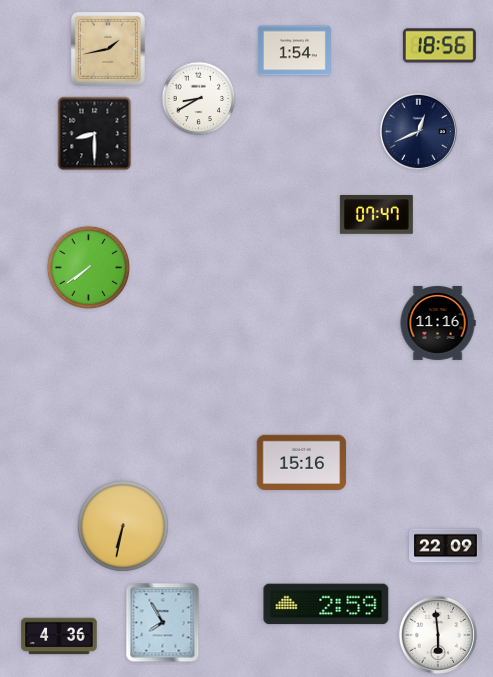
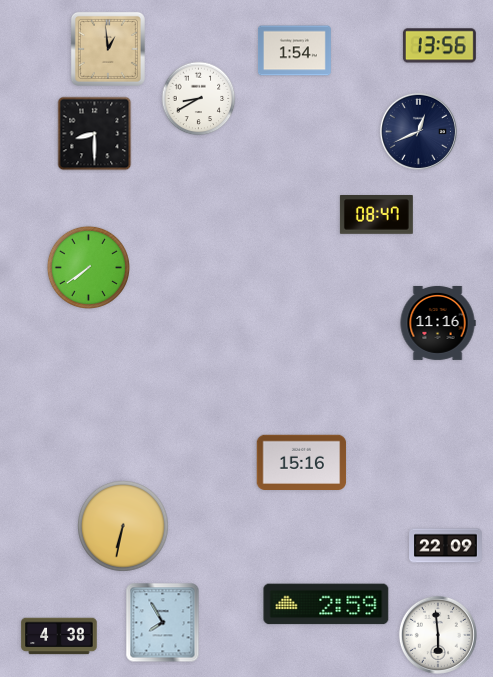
clock at (439, 46): 18:56 -> 13:56
clock at (108, 49): 1:43 -> 12:59
clock at (376, 215): 07:47 -> 08:47
clock at (59, 636): 4:36 -> 4:38
